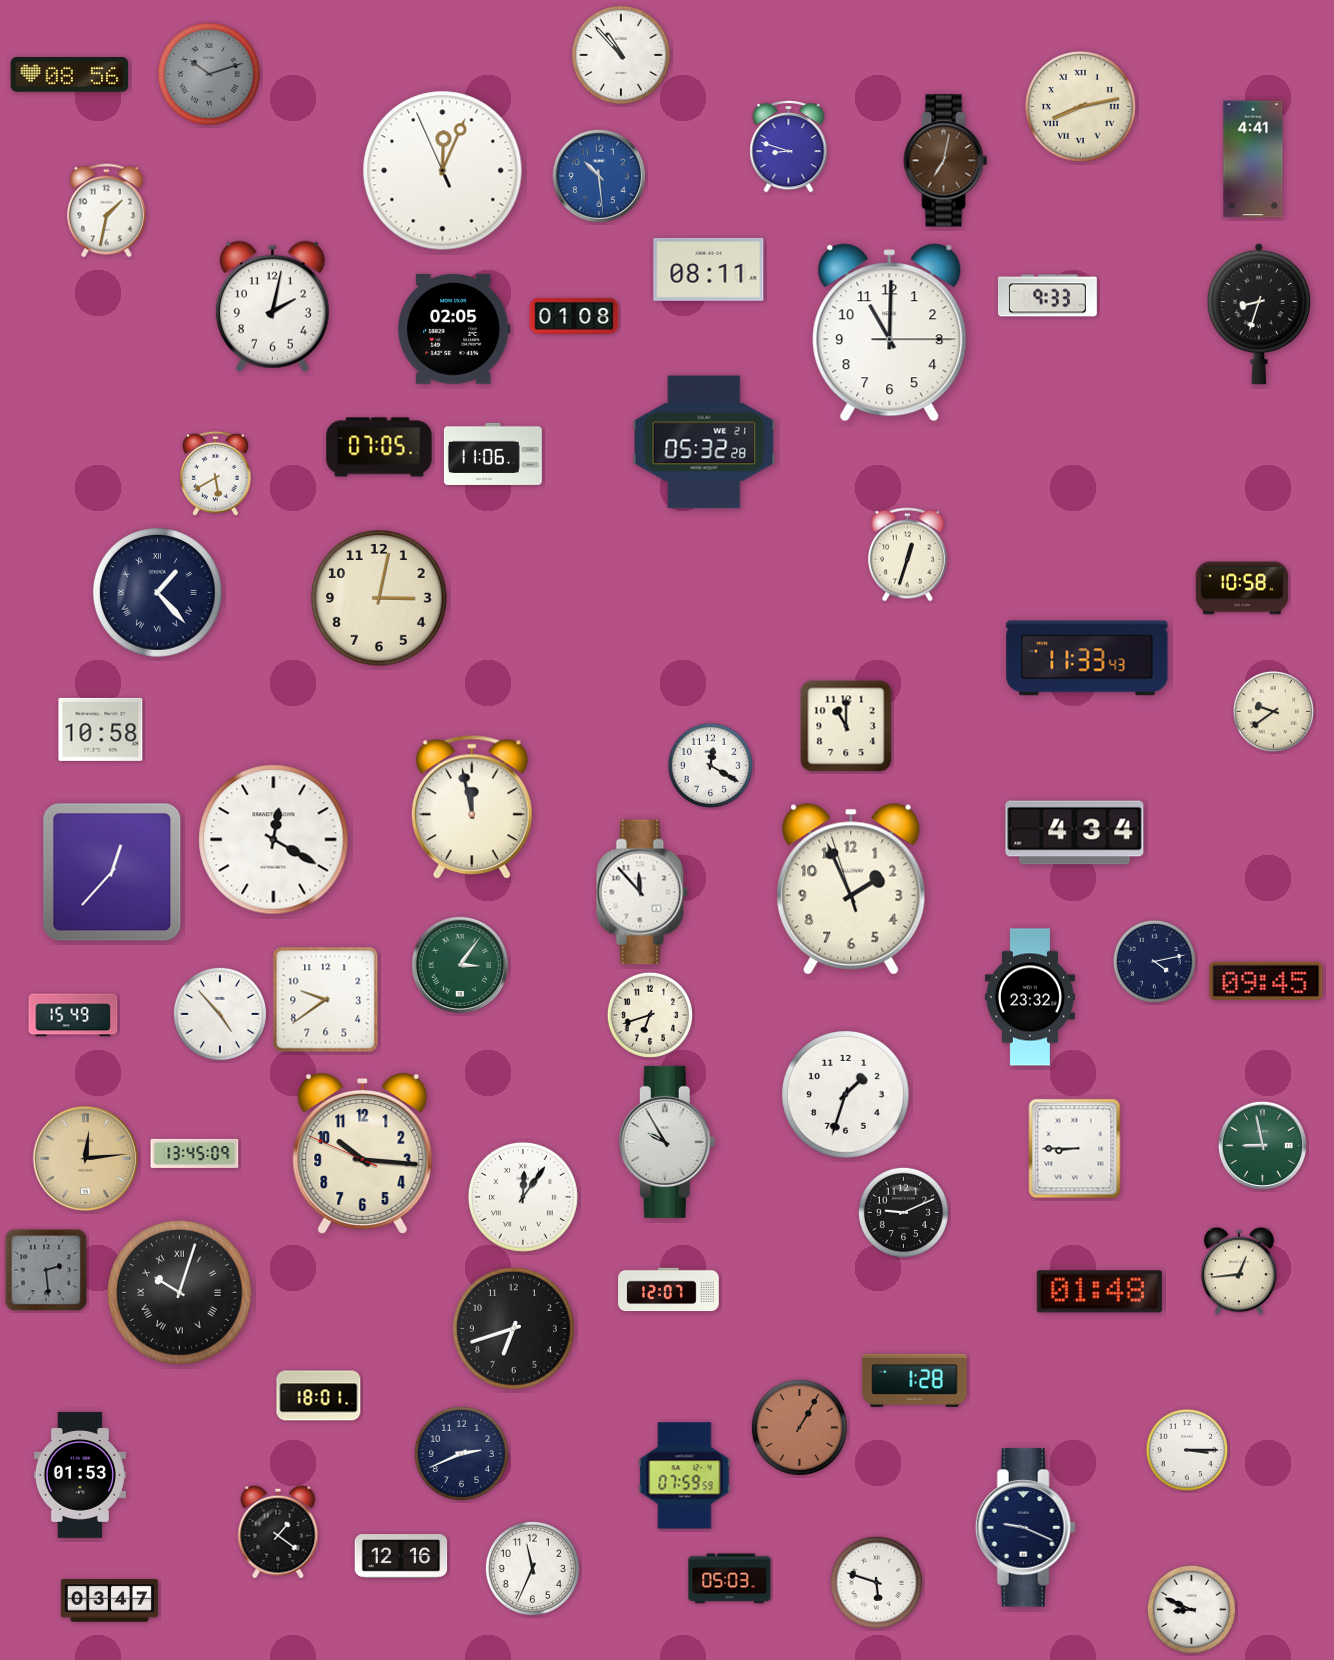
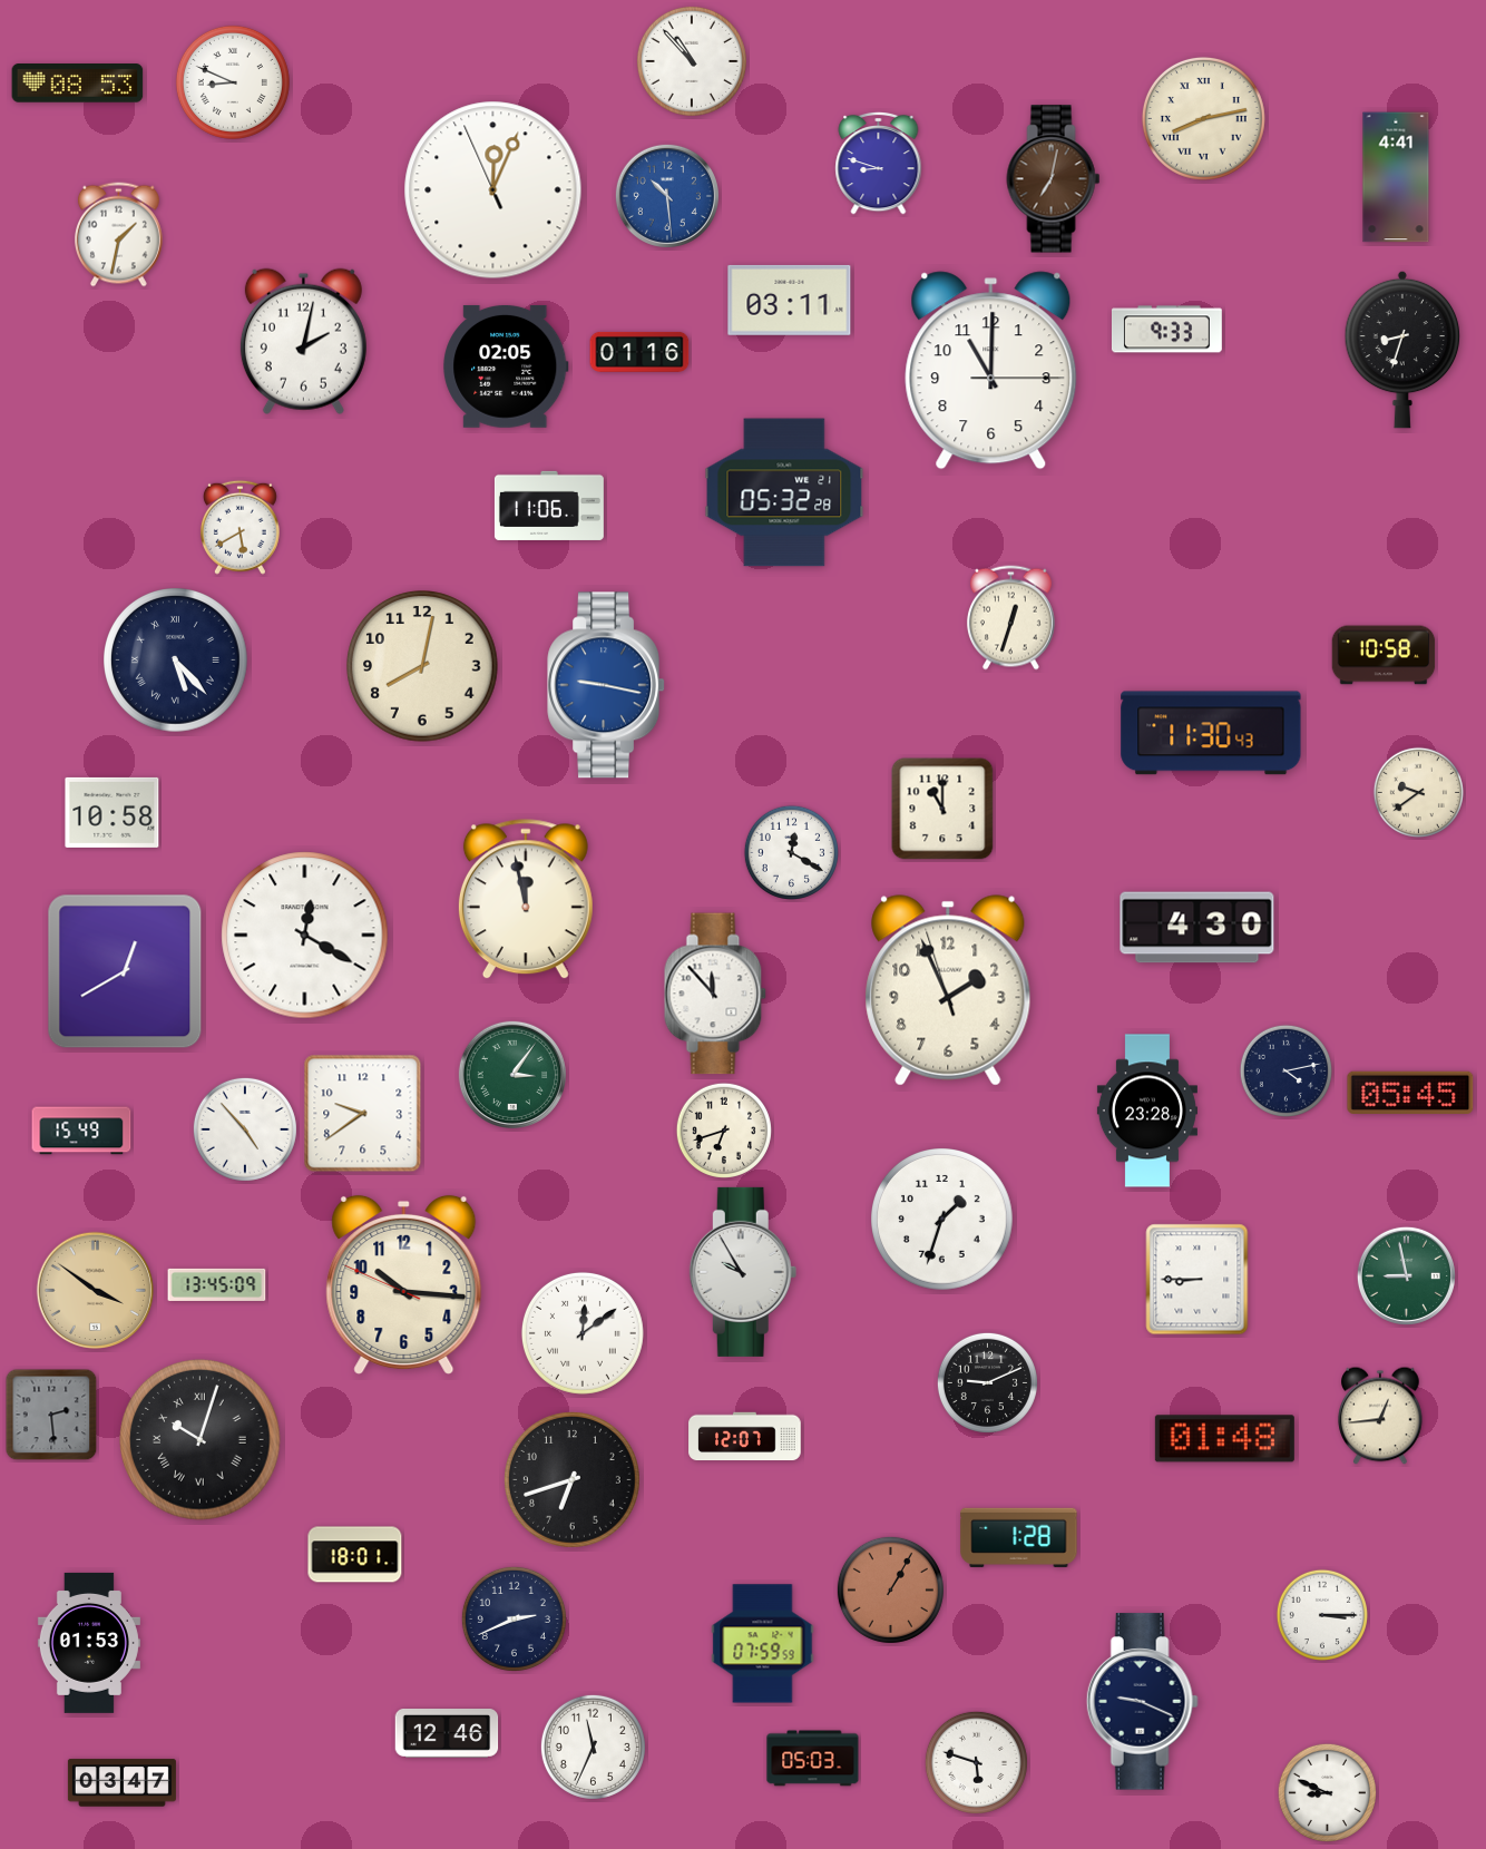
clock at (209, 74): 10:12 -> 8:49
clock at (209, 74) dial: grey -> white
clock at (70, 75): 08:56 -> 08:53
clock at (709, 269): 08:11 -> 03:11
clock at (574, 316): 01:08 -> 01:16
clock at (379, 447): 07:05 -> none
clock at (158, 593): 1:23 -> 5:23
clock at (379, 598): 3:02 -> 8:02
clock at (607, 685): none -> 9:17
clock at (1087, 658): 11:33 -> 11:30
clock at (1075, 833): 4:34 -> 4:30
clock at (112, 872): 12:37 -> 12:40
clock at (1266, 981): 09:45 -> 05:45
clock at (1030, 997): 23:32 -> 23:28
clock at (86, 1159): 12:14 -> 3:51
clock at (523, 1197): 12:06 -> 12:09
clock at (903, 1212) position: (903, 1212) -> (987, 1382)
clock at (278, 1532): 1:21 -> none
clock at (401, 1557): 12:16 -> 12:46
